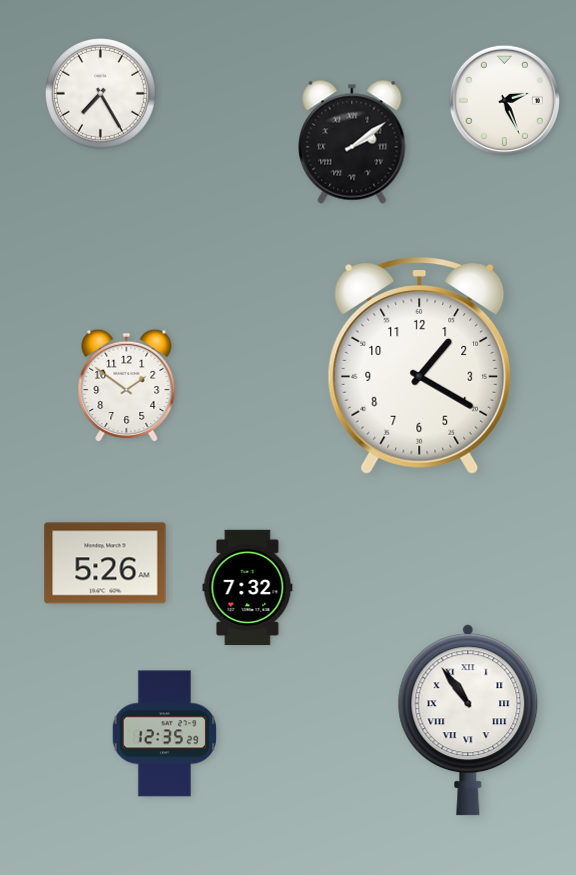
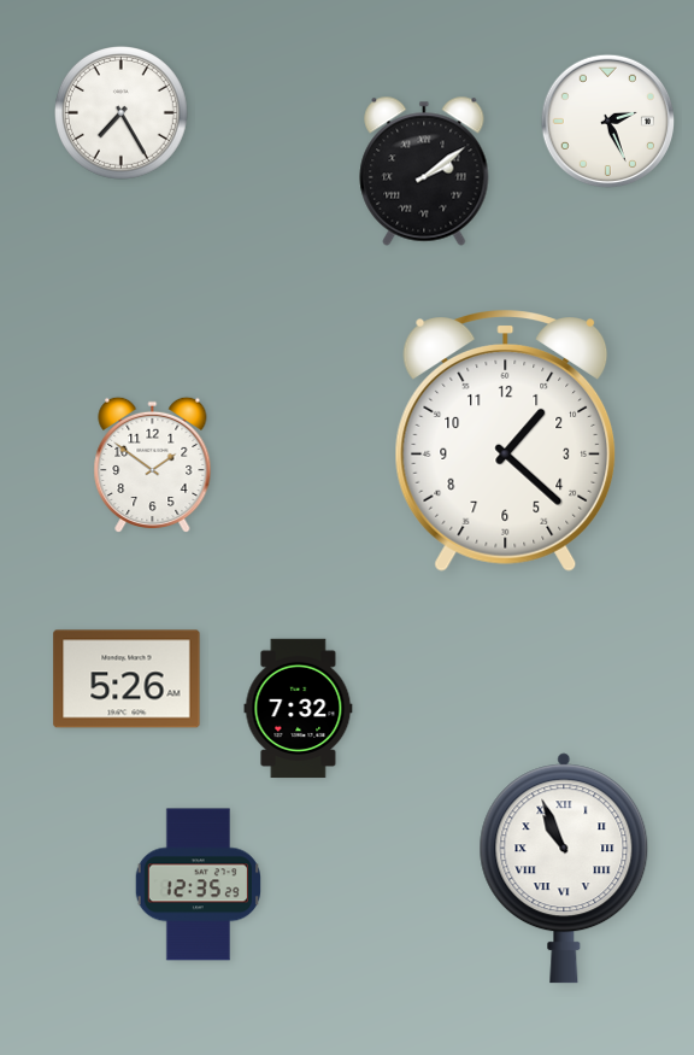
clock at (420, 366): 1:20 -> 1:22
clock at (468, 720): 10:54 -> 10:56
